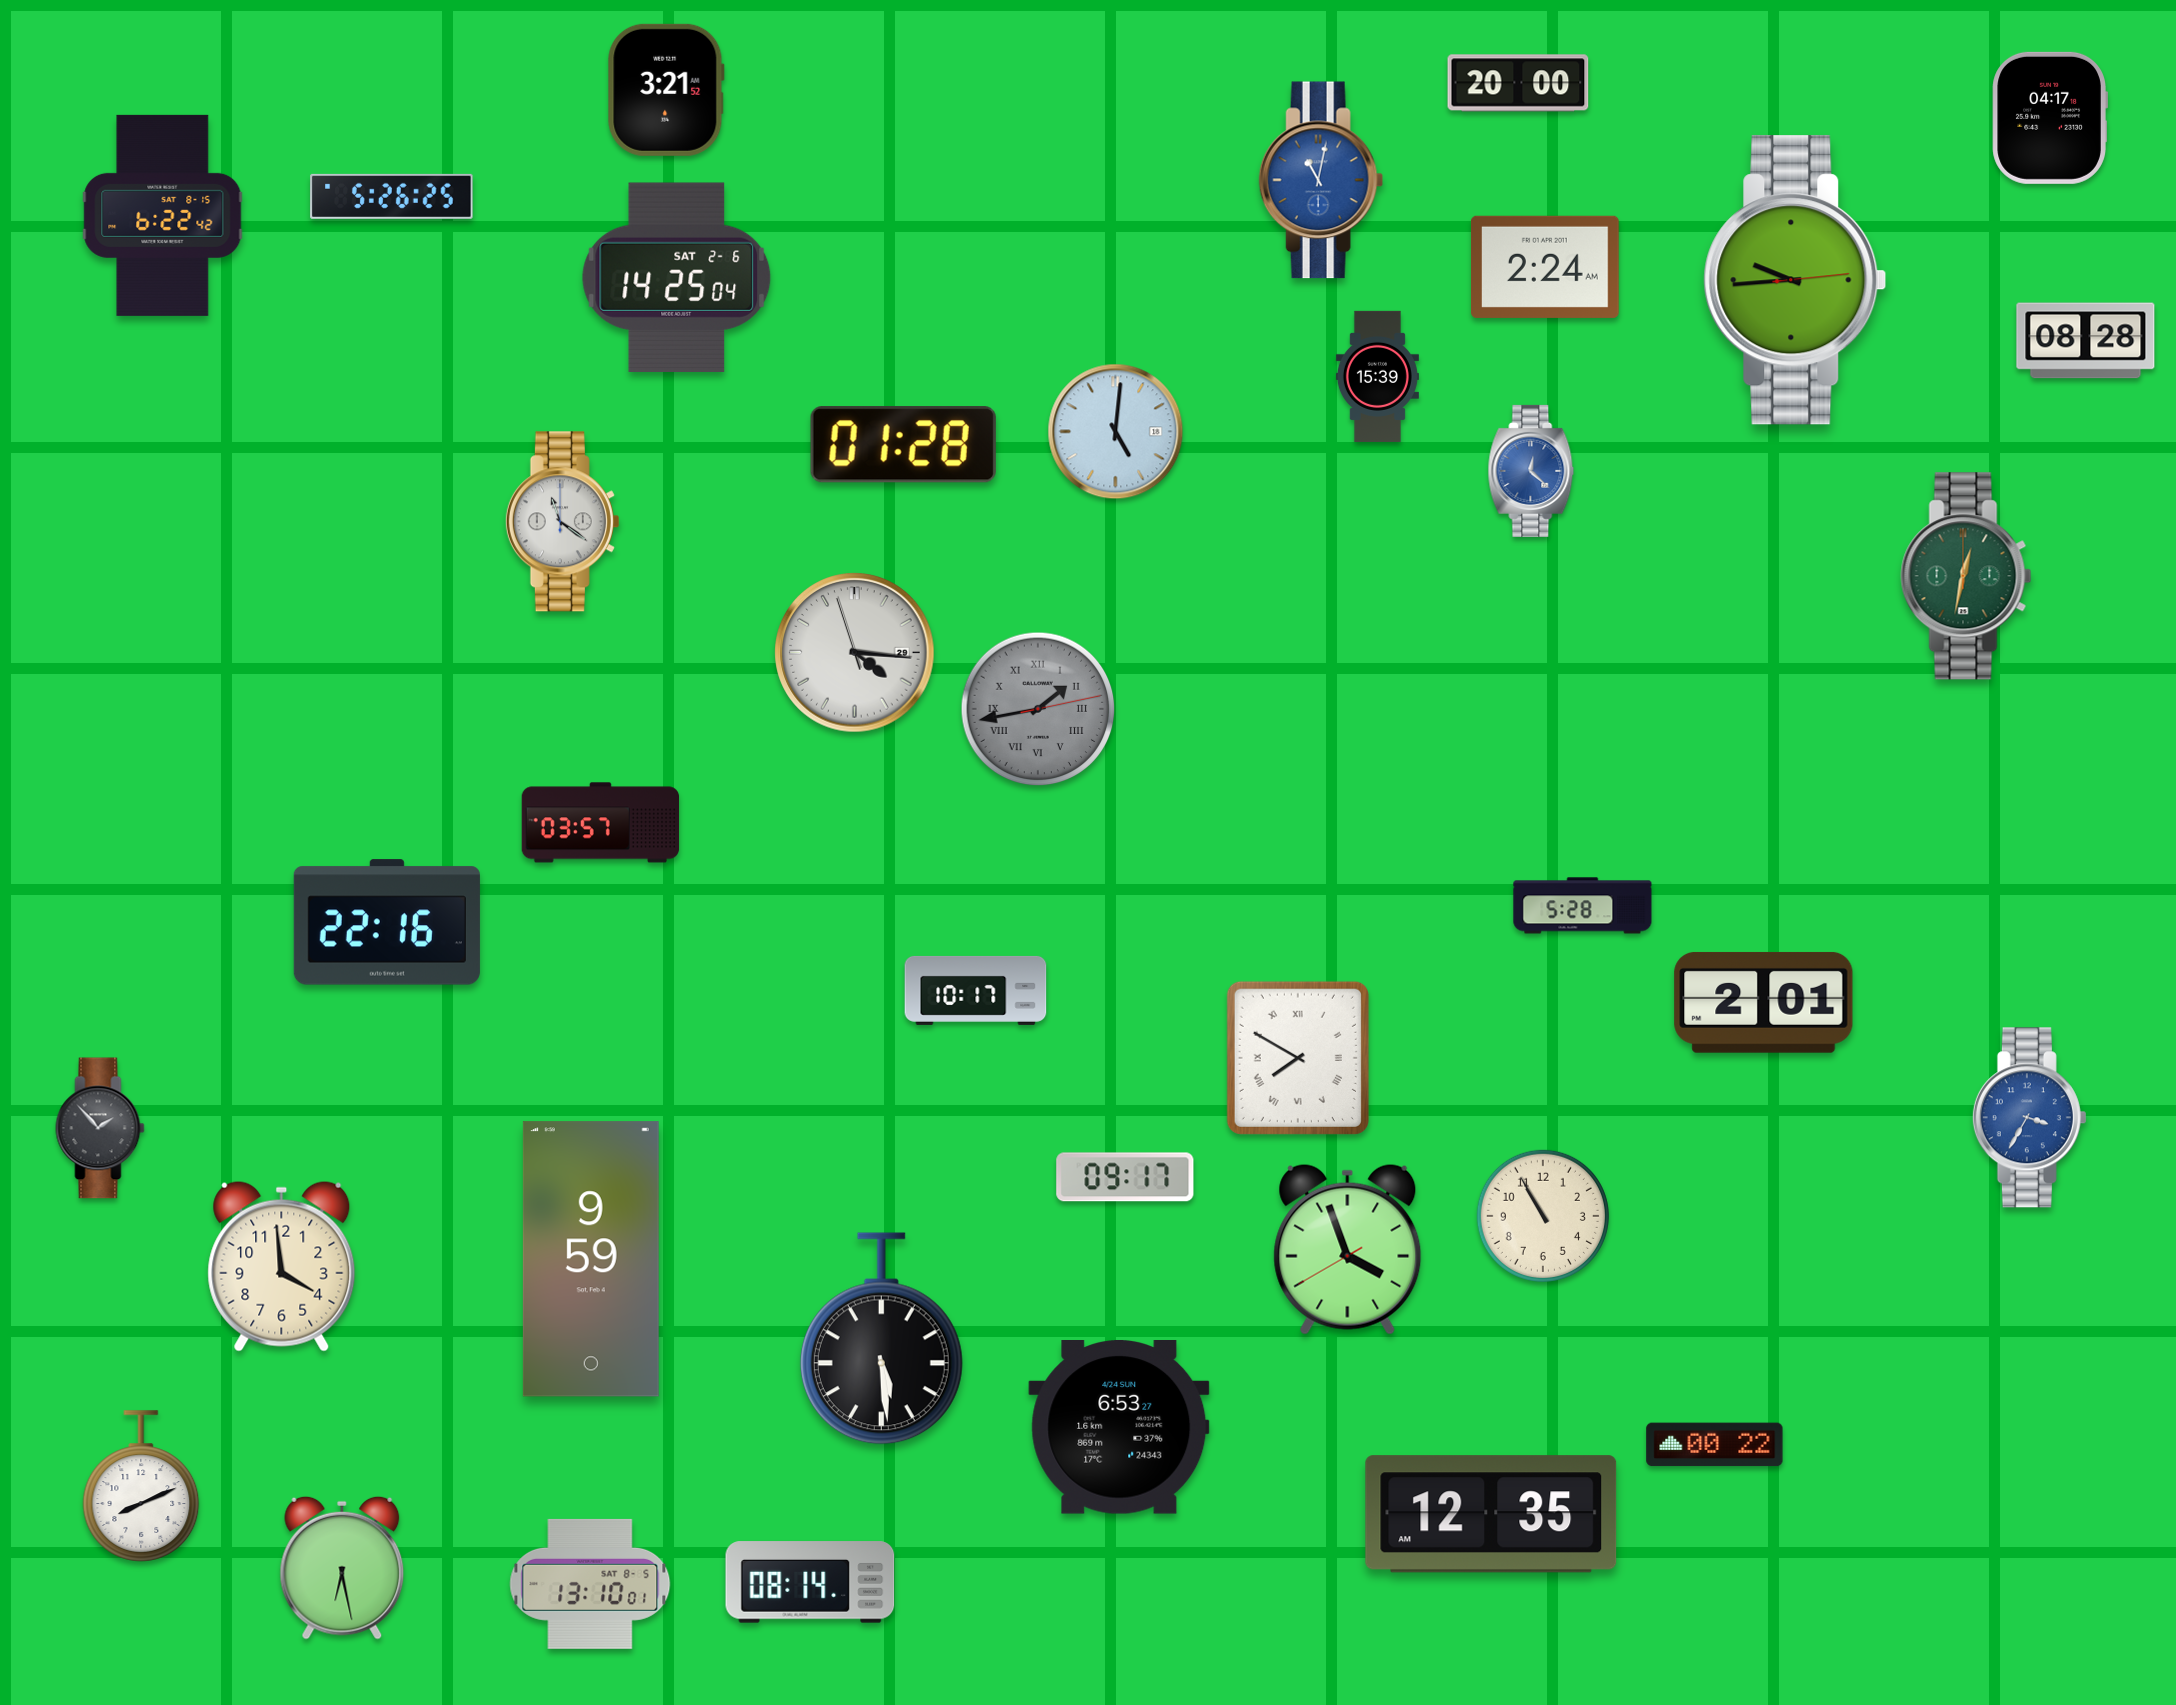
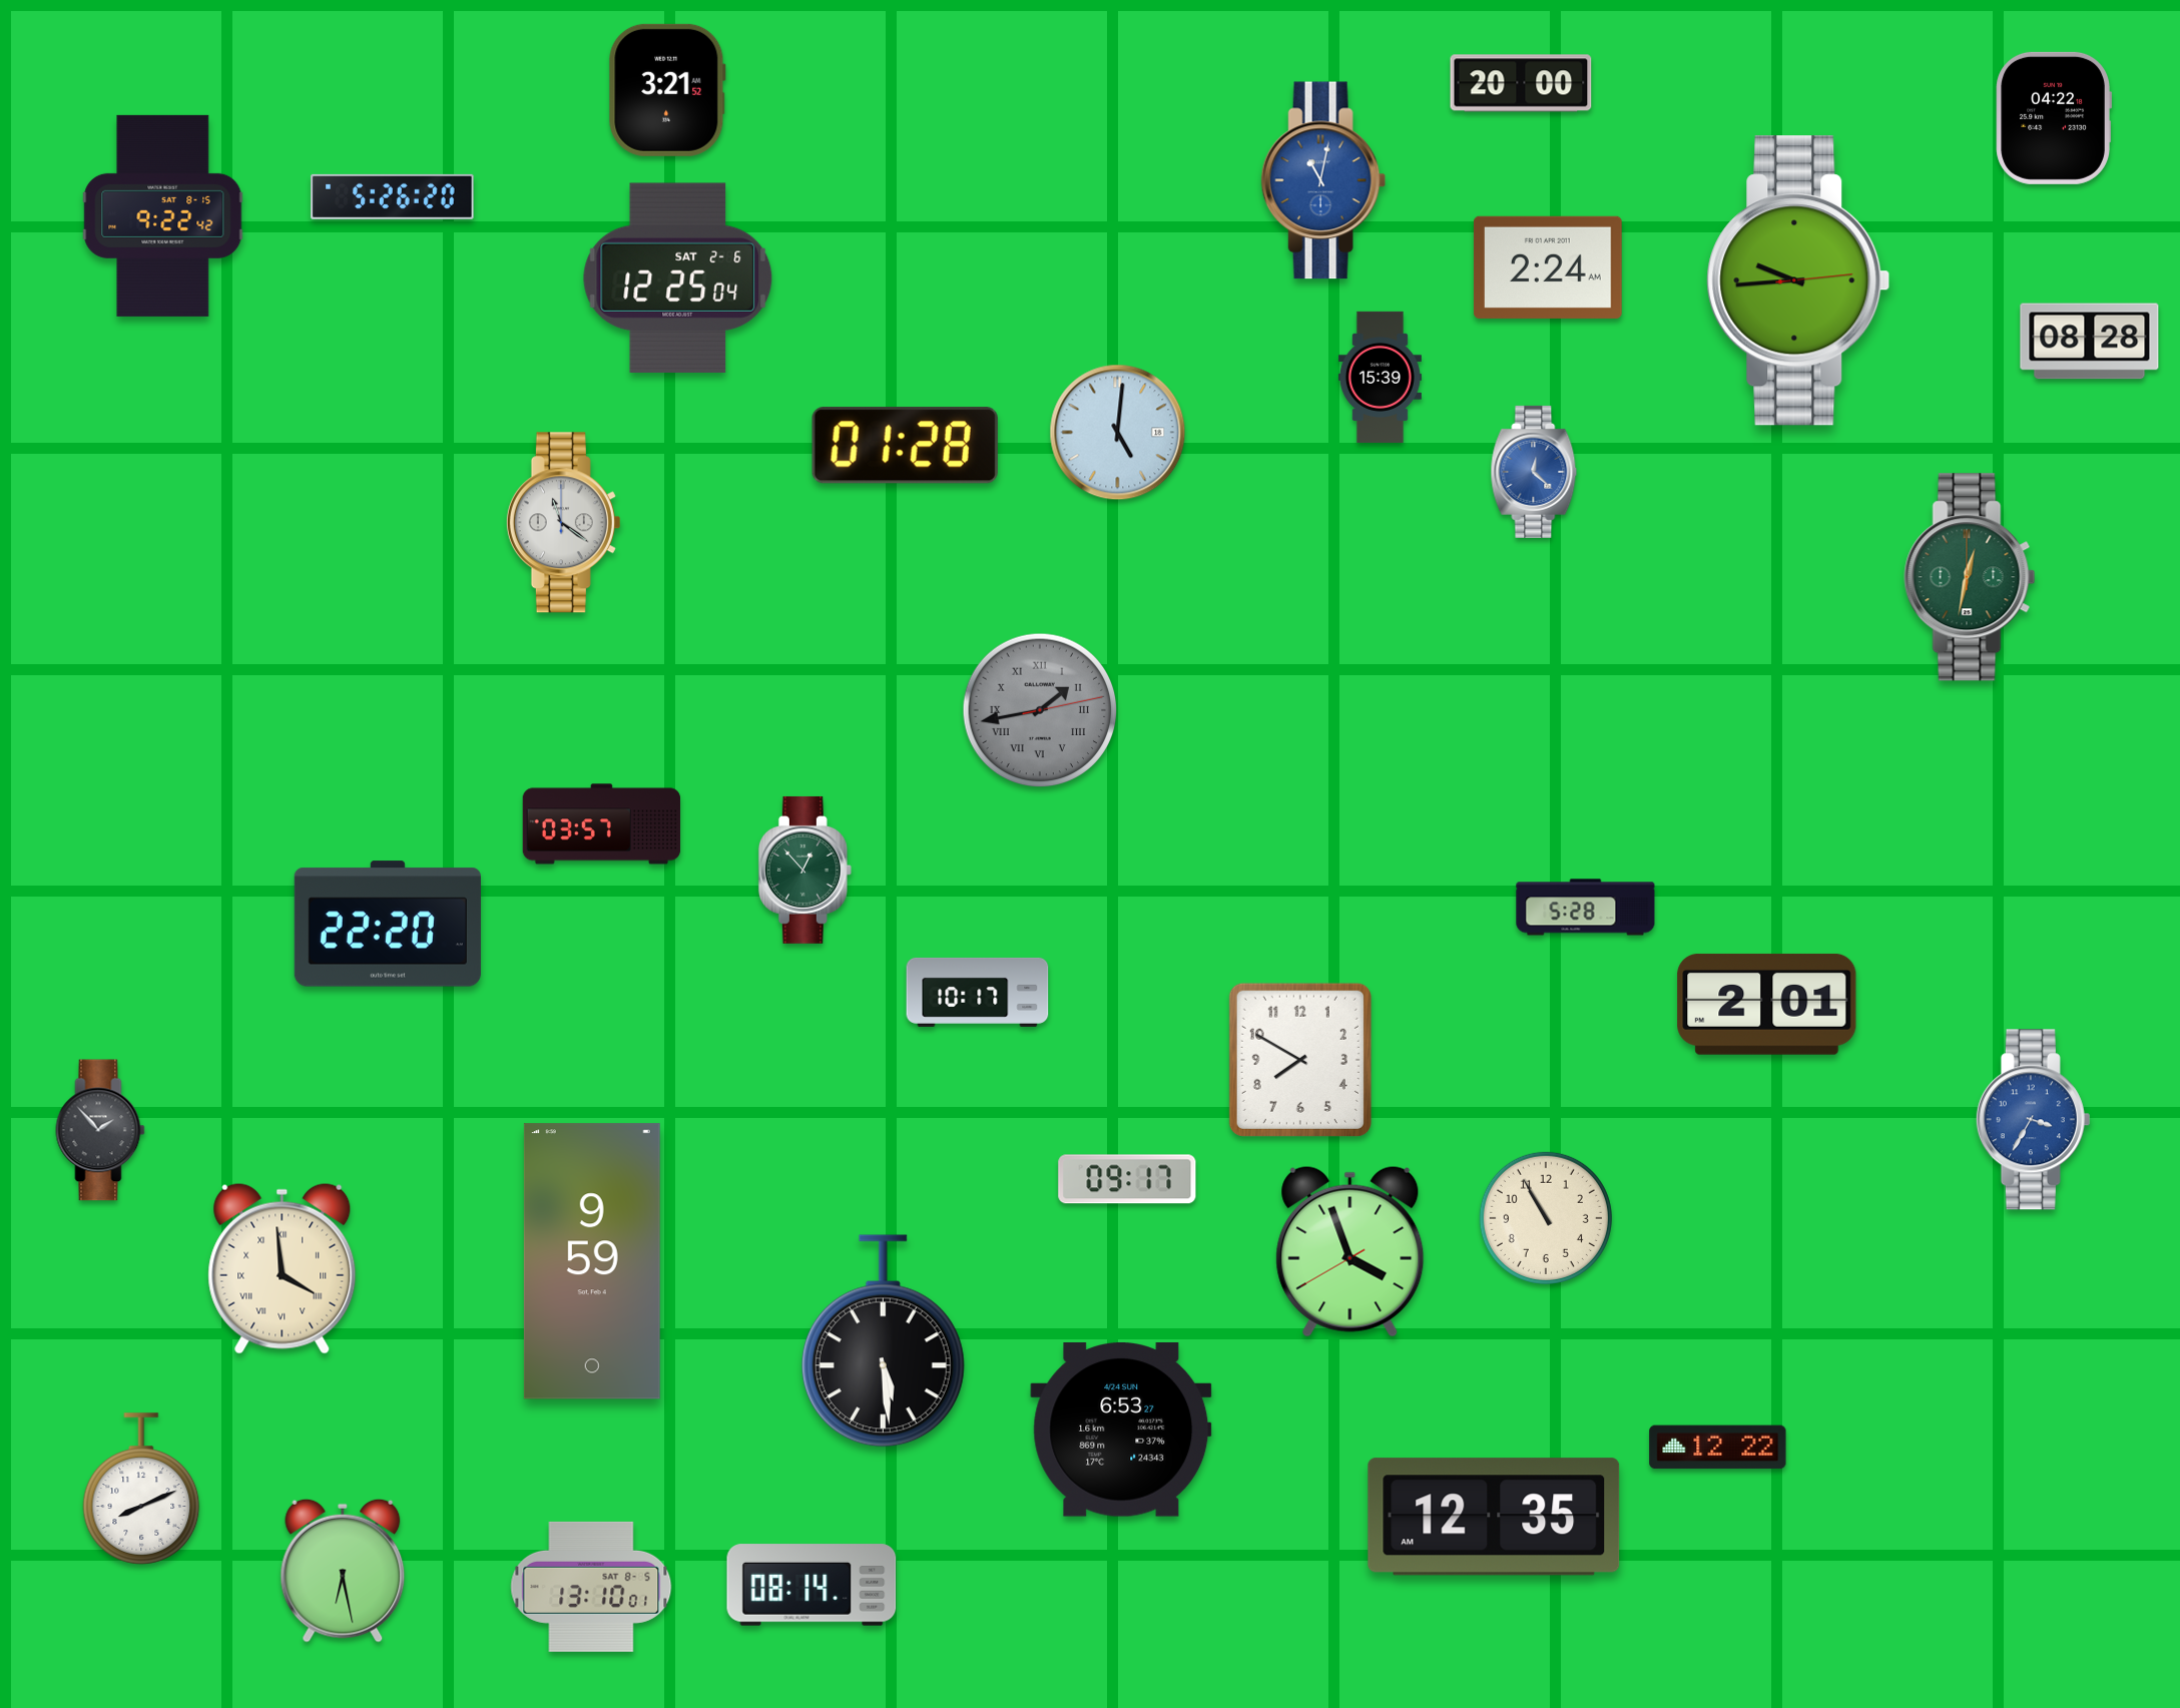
clock at (2050, 118): 04:17 -> 04:22
clock at (392, 196): 5:26:25 -> 5:26:20
clock at (163, 215): 6:22 -> 9:22
clock at (677, 277): 14:25 -> 12:25
clock at (855, 653): 4:15 -> none
clock at (804, 870): none -> 12:53
clock at (387, 922): 22:16 -> 22:20
clock at (1298, 1058) numerals: Roman -> Arabic
clock at (282, 1266) numerals: Arabic -> Roman
clock at (1715, 1445): 00:22 -> 12:22
